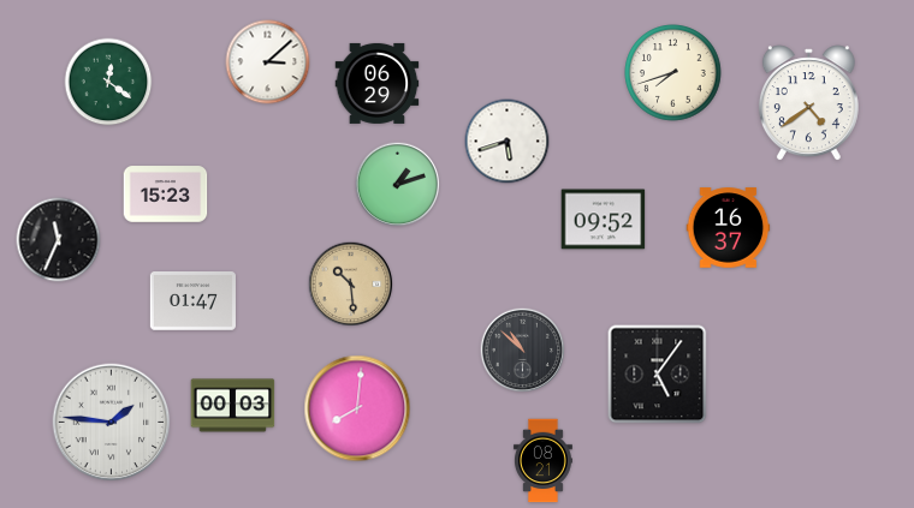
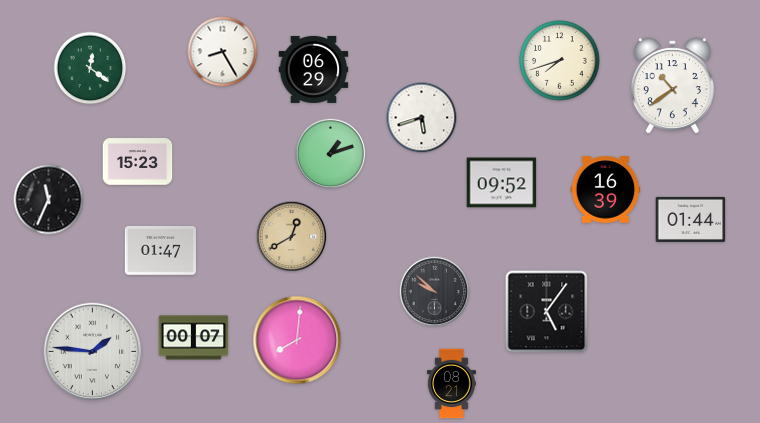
clock at (268, 62): 3:08 -> 8:25
clock at (808, 103): 4:39 -> 10:39
clock at (729, 228): 16:37 -> 16:39
clock at (691, 219): none -> 01:44
clock at (351, 285): 10:29 -> 12:40
clock at (523, 351): 10:52 -> 9:52
clock at (233, 406): 00:03 -> 00:07
